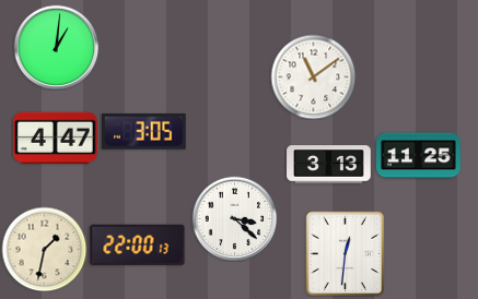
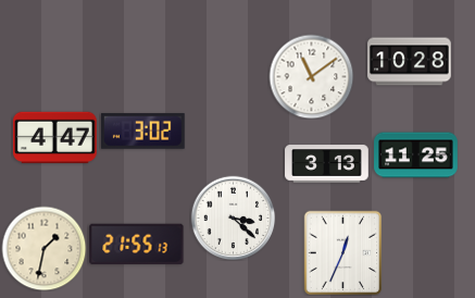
clock at (56, 47): 1:01 -> none
clock at (410, 62): none -> 10:28
clock at (143, 131): 3:05 -> 3:02
clock at (138, 246): 22:00 -> 21:55
clock at (346, 253): 12:31 -> 12:34
